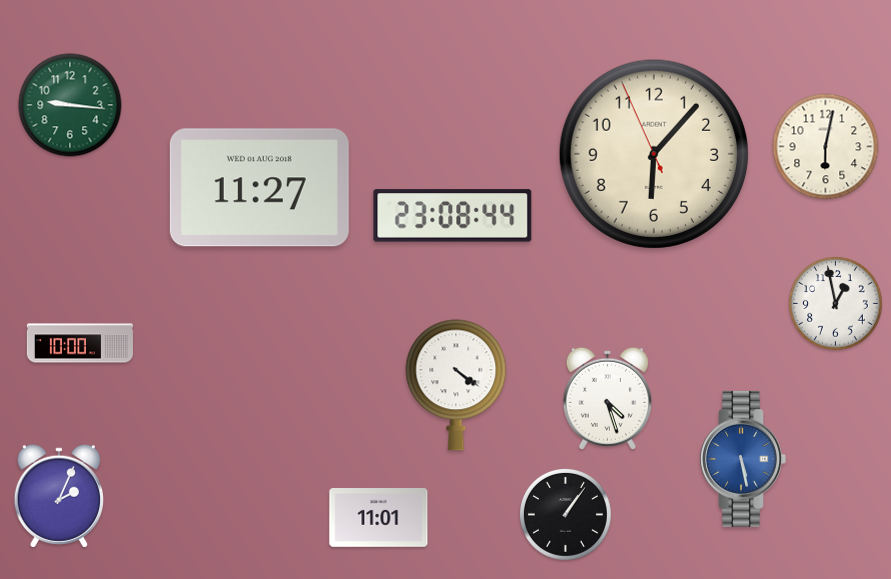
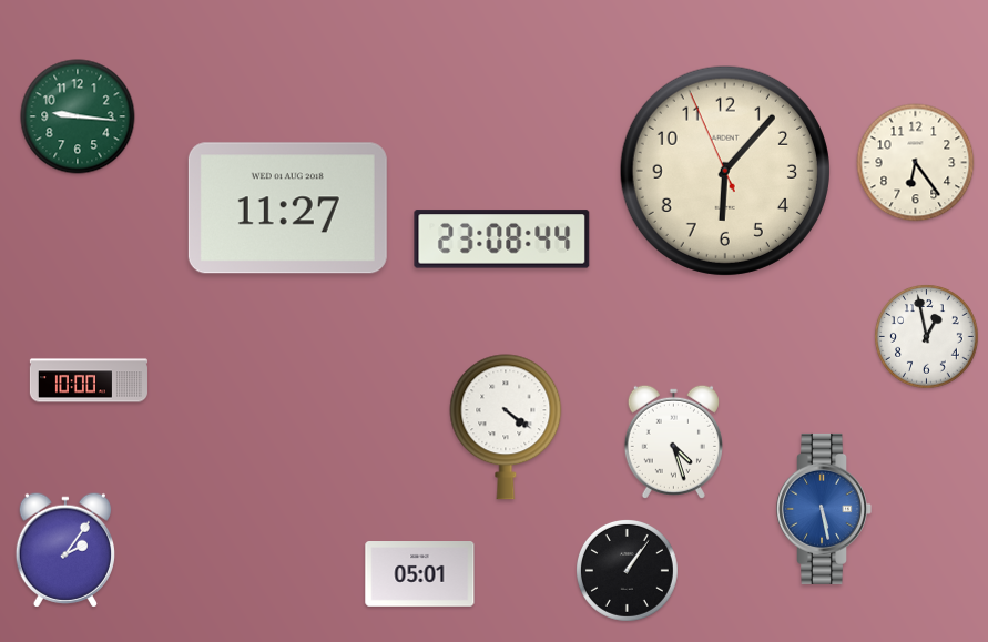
clock at (826, 147): 6:02 -> 6:24
clock at (58, 496): 2:04 -> 2:06
clock at (379, 518): 11:01 -> 05:01
